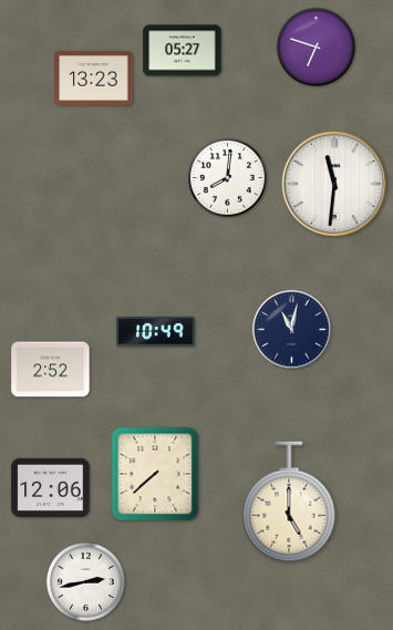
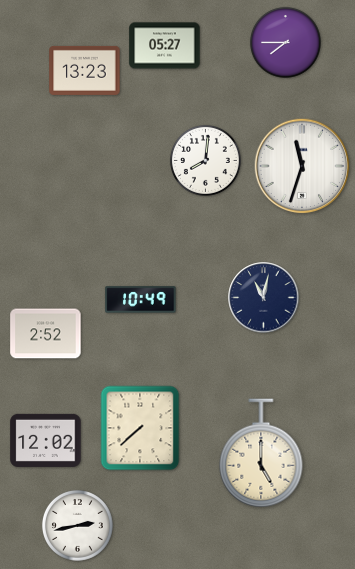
clock at (316, 47): 6:48 -> 7:45
clock at (334, 184): 11:31 -> 11:33
clock at (51, 487): 12:06 -> 12:02
